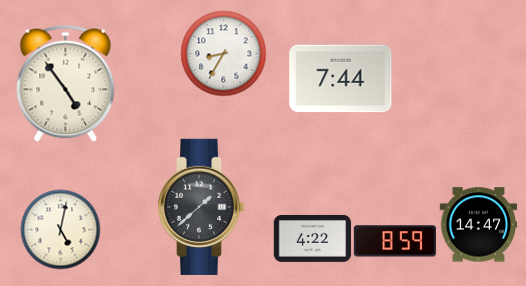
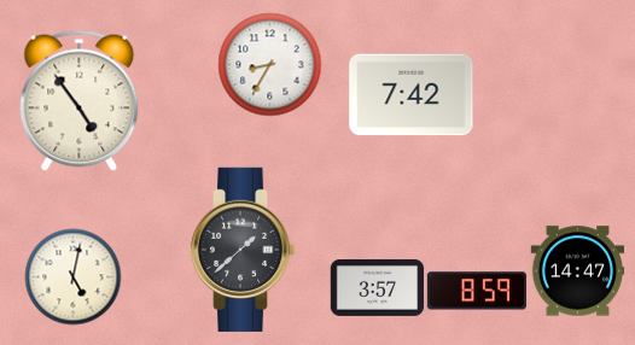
clock at (341, 79): 7:44 -> 7:42
clock at (312, 238): 4:22 -> 3:57
